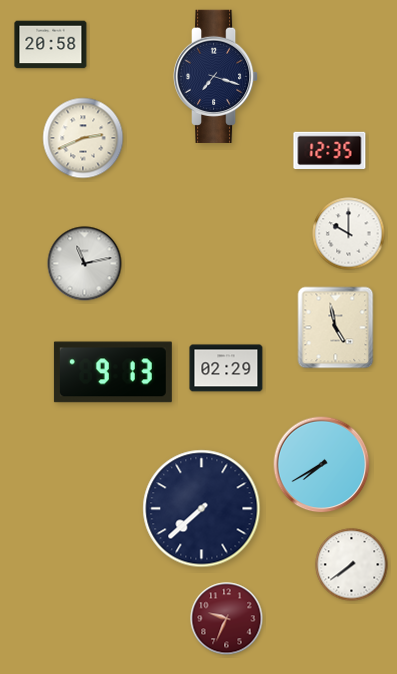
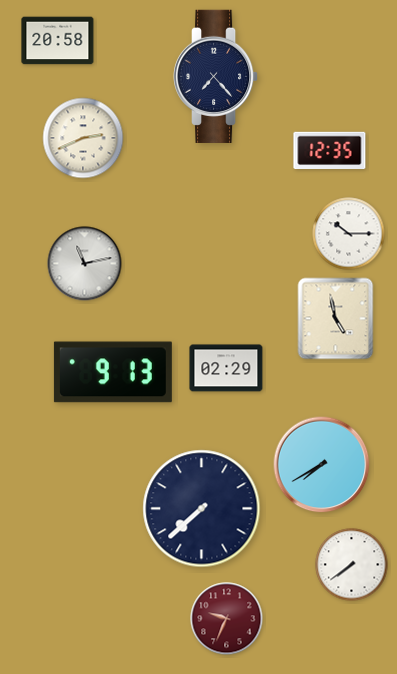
clock at (51, 45) position: (51, 45) -> (58, 41)
clock at (216, 76): 7:18 -> 7:23
clock at (349, 234): 10:00 -> 10:15
clock at (336, 328) position: (336, 328) -> (336, 319)
